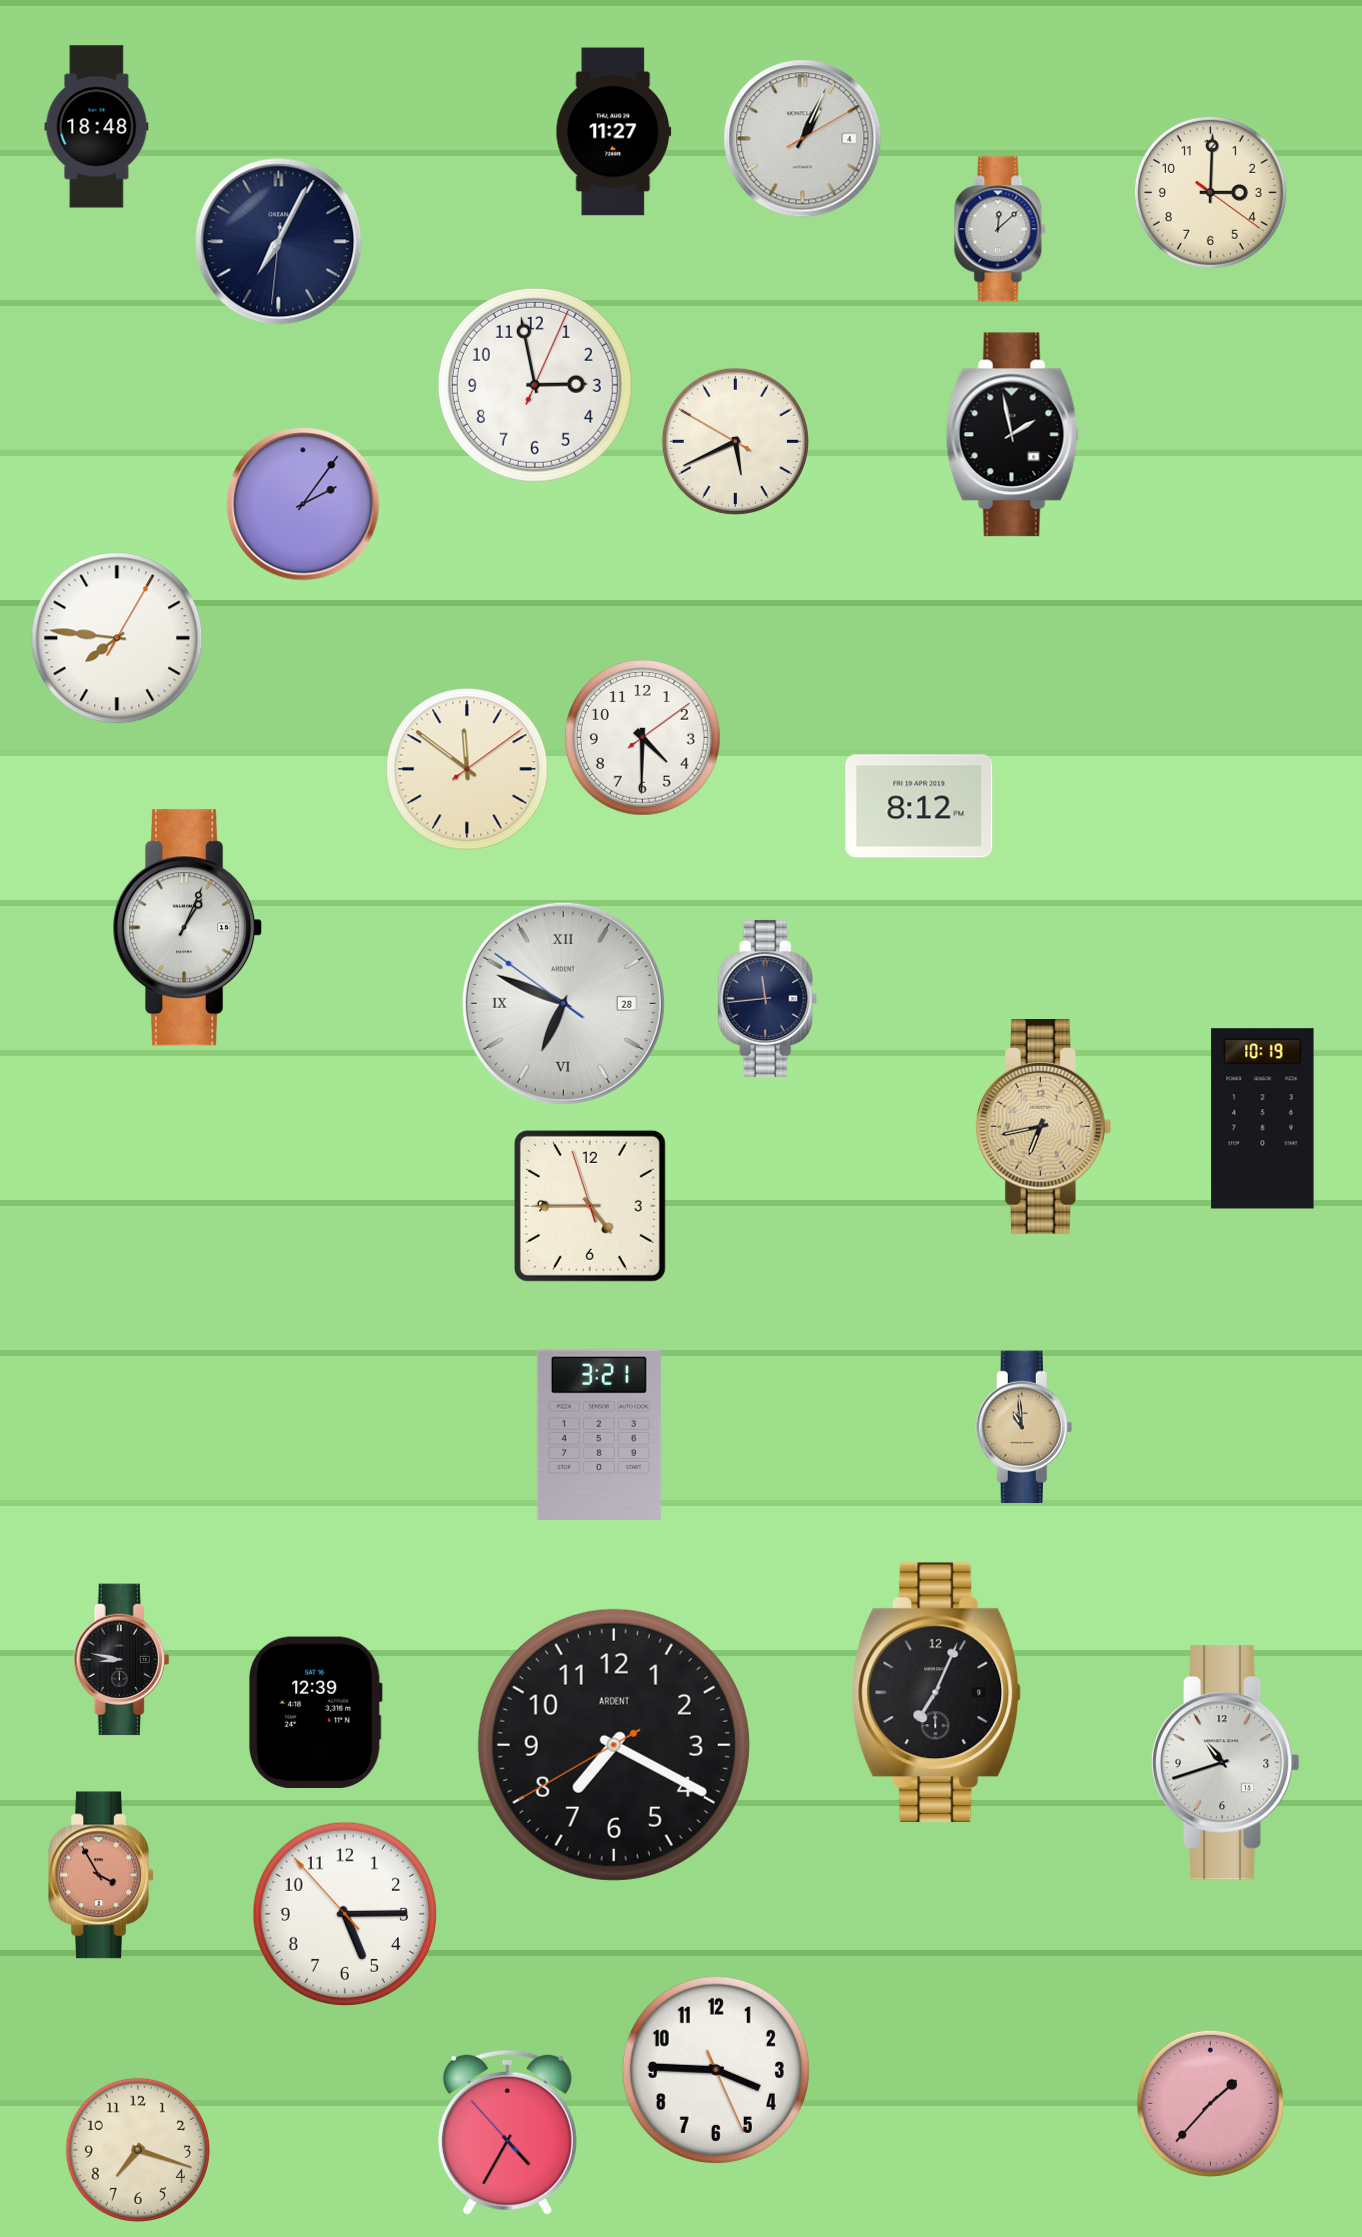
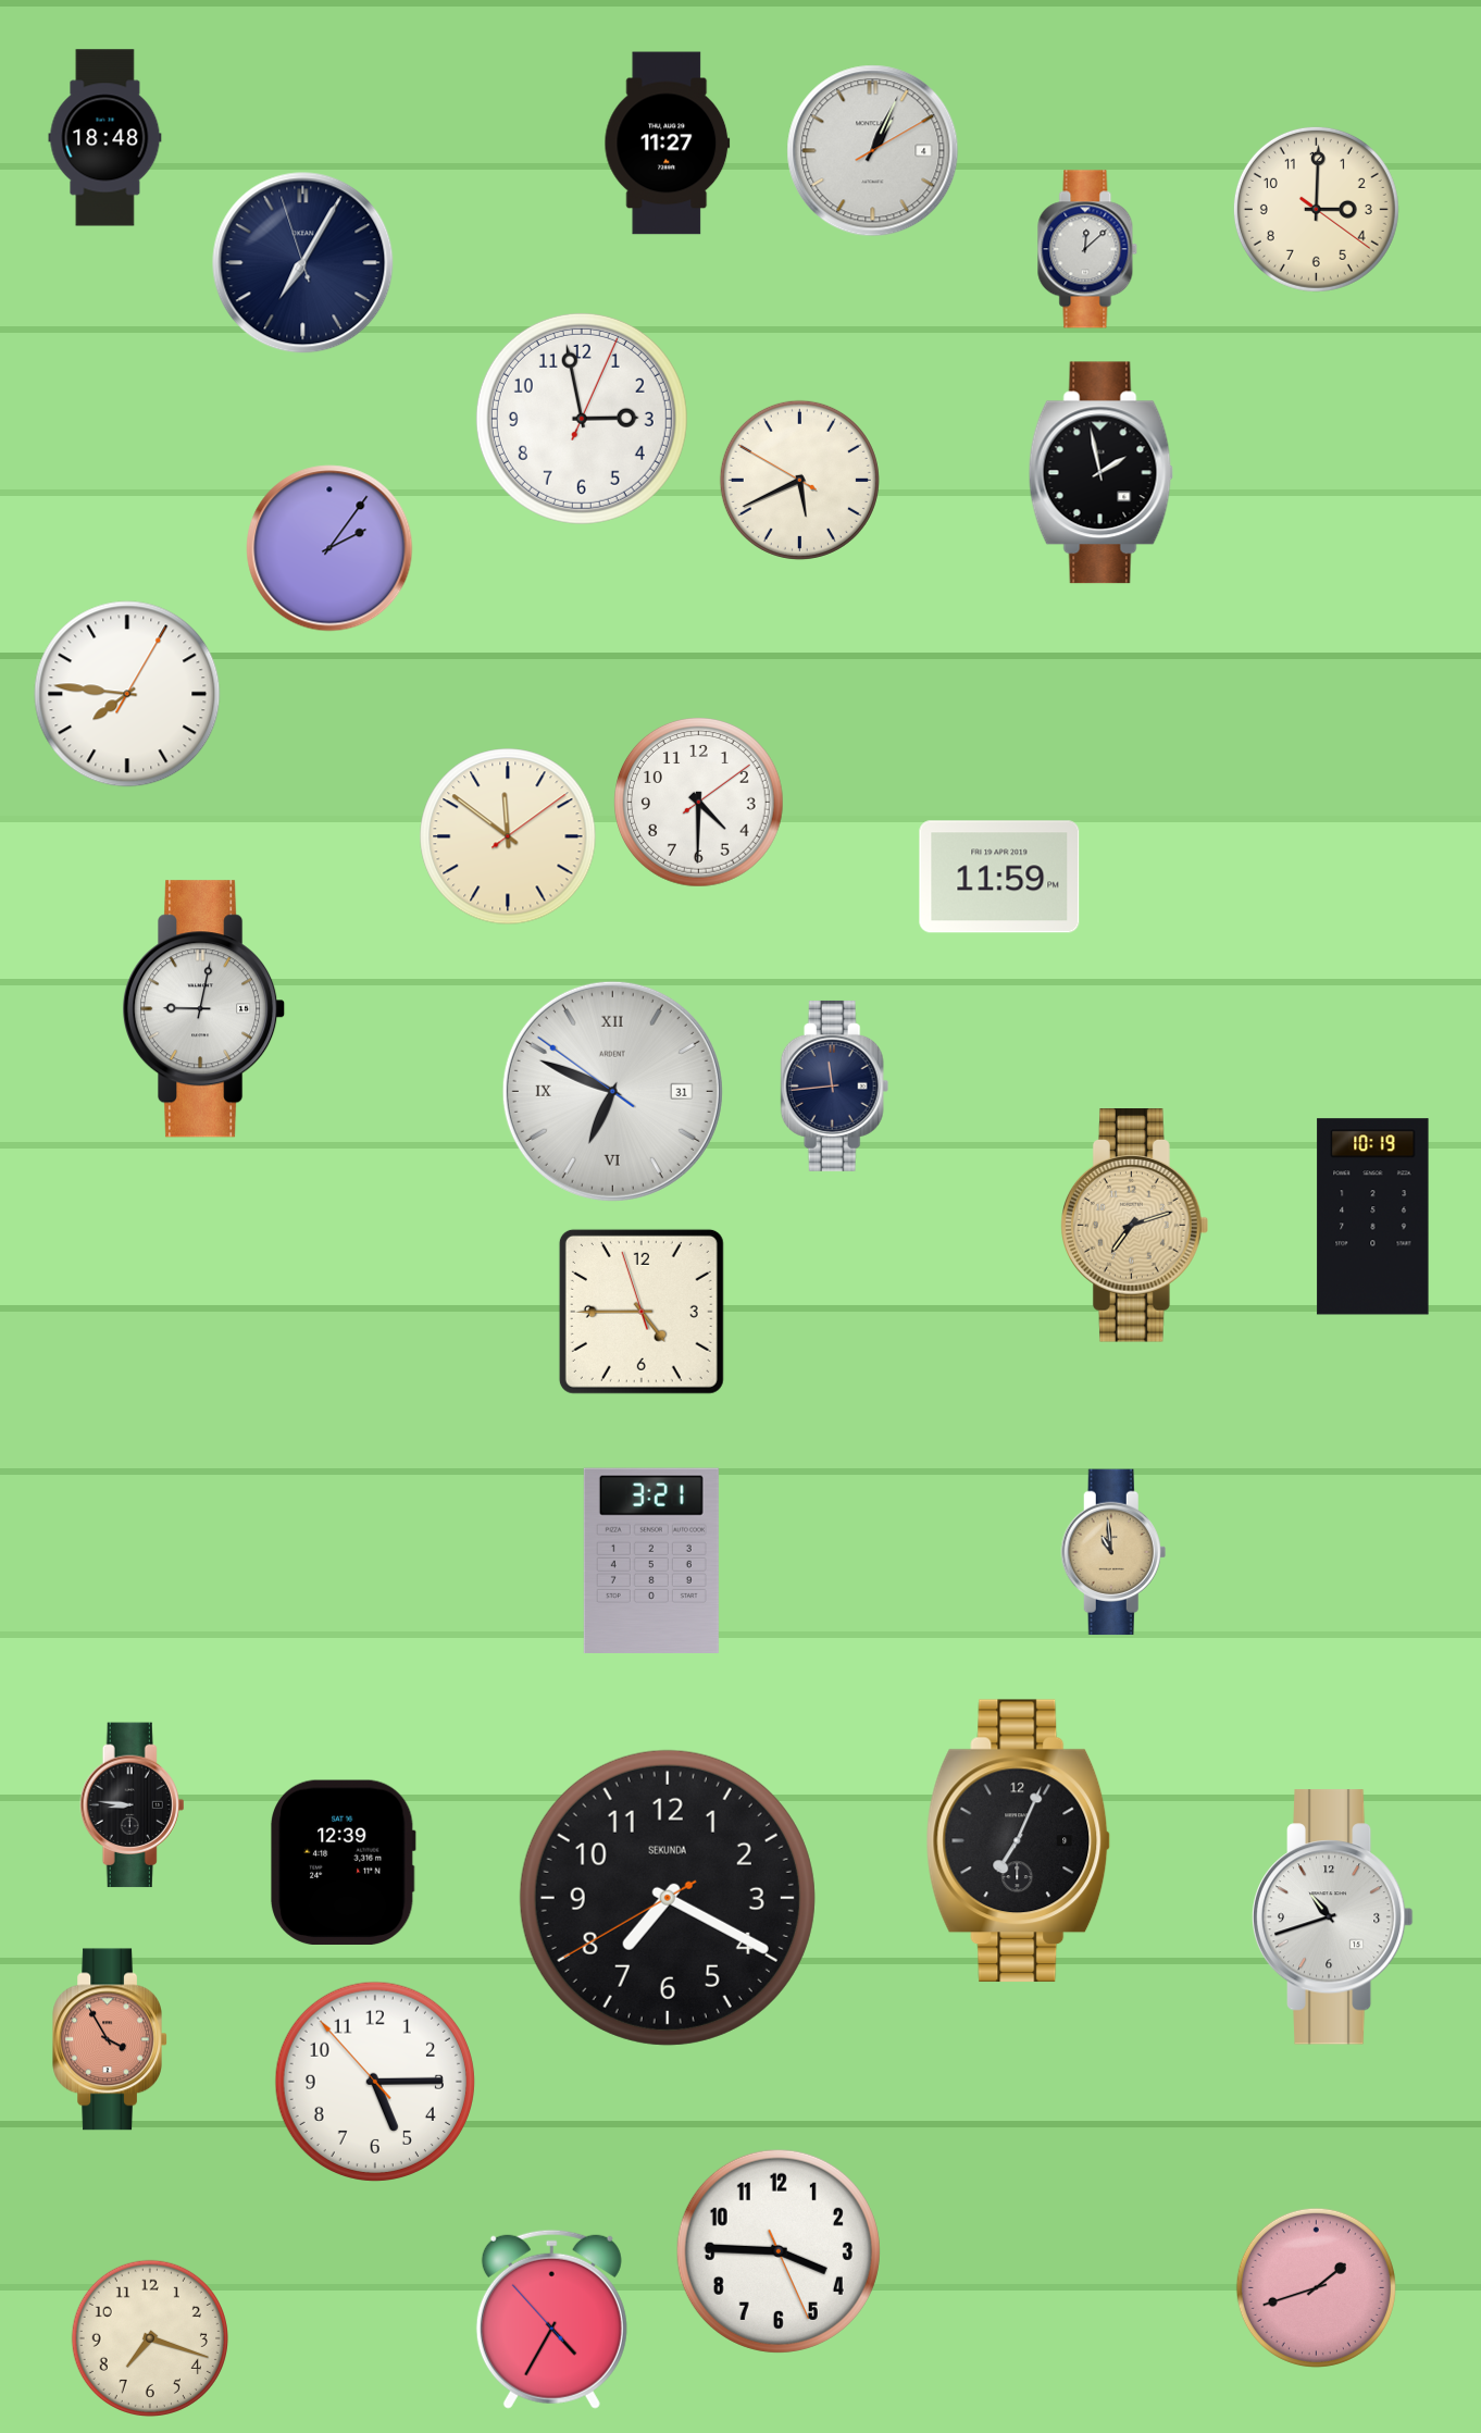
clock at (279, 242): 7:04:31 -> 7:04:57
clock at (919, 806): 8:12 -> 11:59
clock at (189, 928): 1:04 -> 9:02
clock at (563, 1003) date: 28 -> 31
clock at (1044, 1127): 6:43 -> 7:12
clock at (122, 1660): 8:47 -> 8:46
clock at (614, 1745) brand: ARDENT -> SEKUNDA
clock at (1210, 2103): 1:37 -> 1:42
